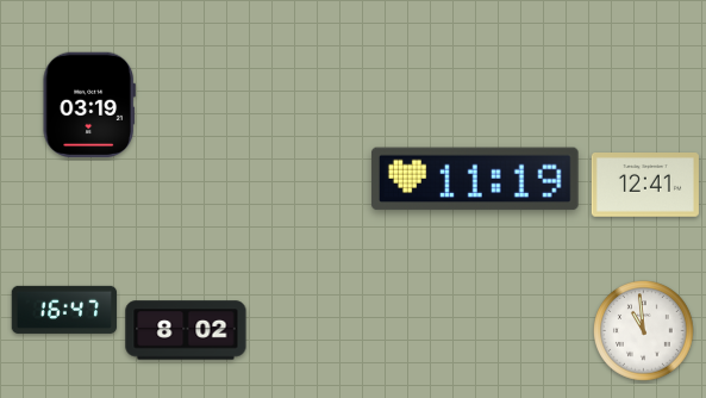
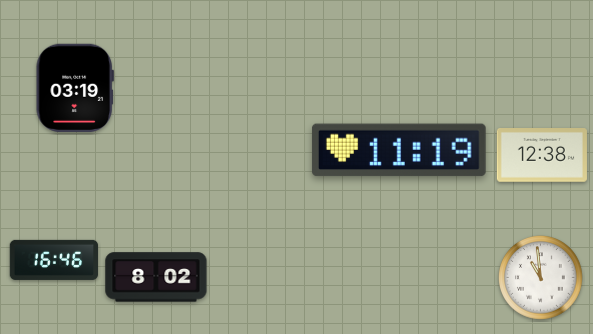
clock at (645, 186): 12:41 -> 12:38
clock at (64, 310): 16:47 -> 16:46
